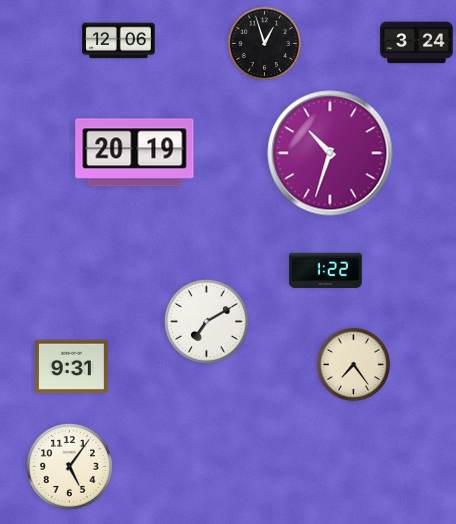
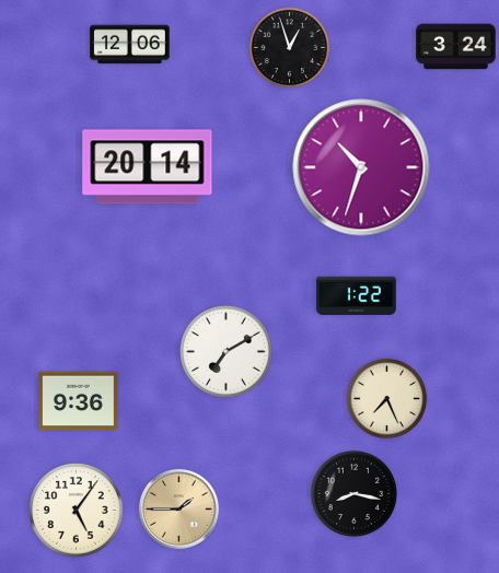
clock at (135, 153): 20:19 -> 20:14
clock at (354, 365): 7:24 -> 7:26
clock at (72, 367): 9:31 -> 9:36
clock at (353, 493): none -> 8:17
clock at (178, 508): none -> 1:45
